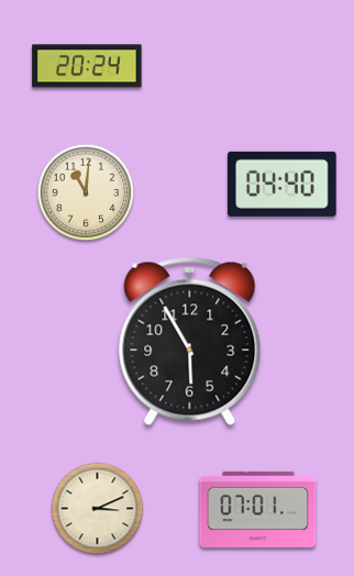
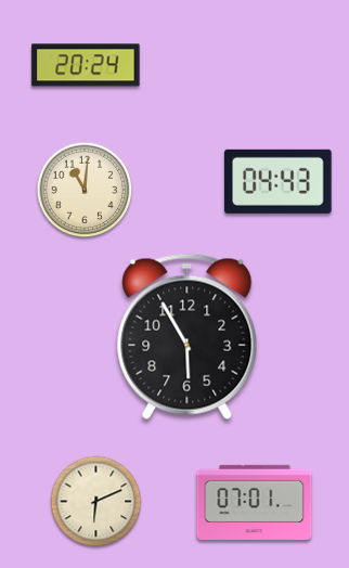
clock at (283, 184): 04:40 -> 04:43
clock at (98, 509): 3:11 -> 6:11
